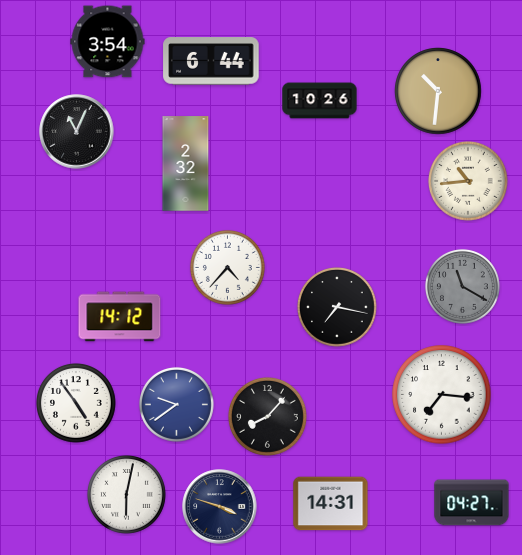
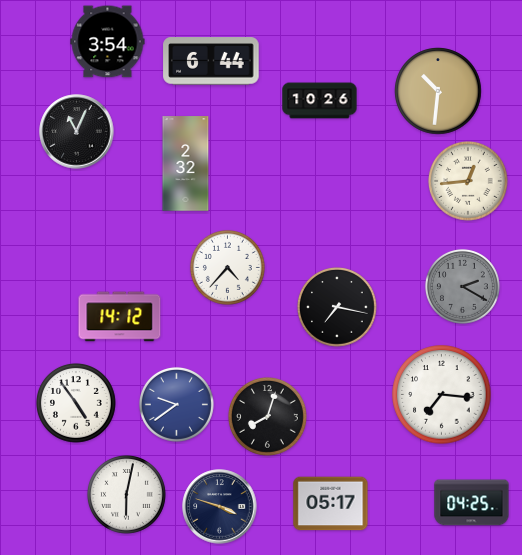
clock at (469, 182): 10:44 -> 12:44
clock at (462, 286): 11:20 -> 2:20
clock at (267, 416): 8:07 -> 8:03
clock at (472, 503): 04:27 -> 04:25
clock at (331, 504): 14:31 -> 05:17
